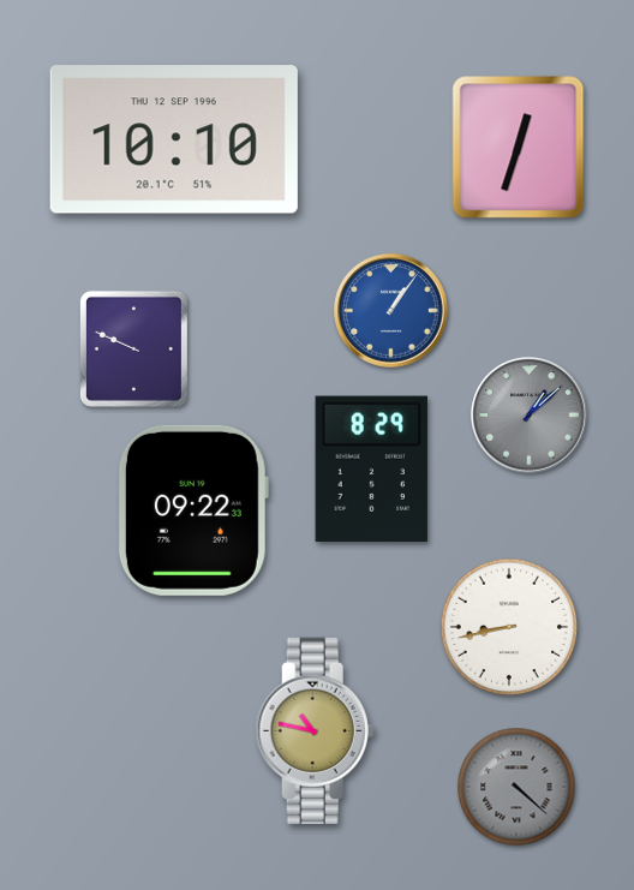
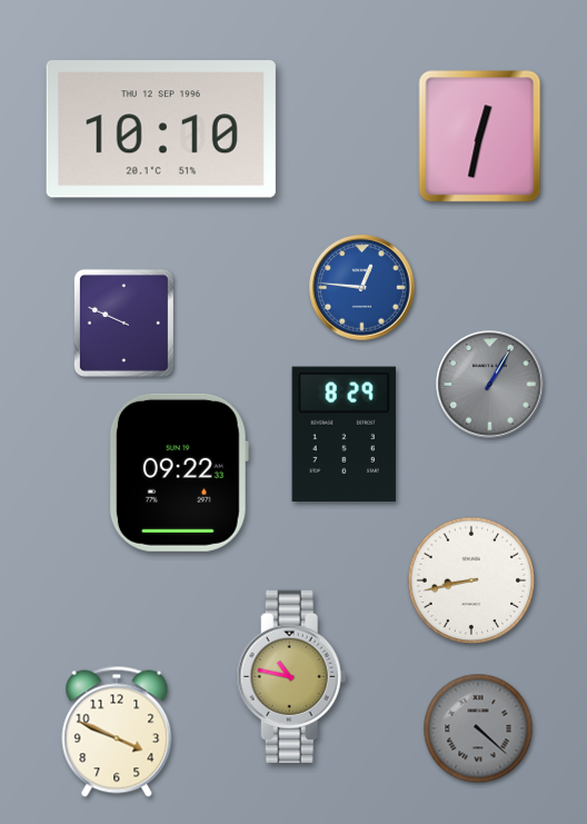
clock at (519, 148): 12:33 -> 12:32
clock at (391, 311): 1:06 -> 12:46
clock at (530, 416): 1:08 -> 1:05
clock at (117, 732): none -> 3:49
